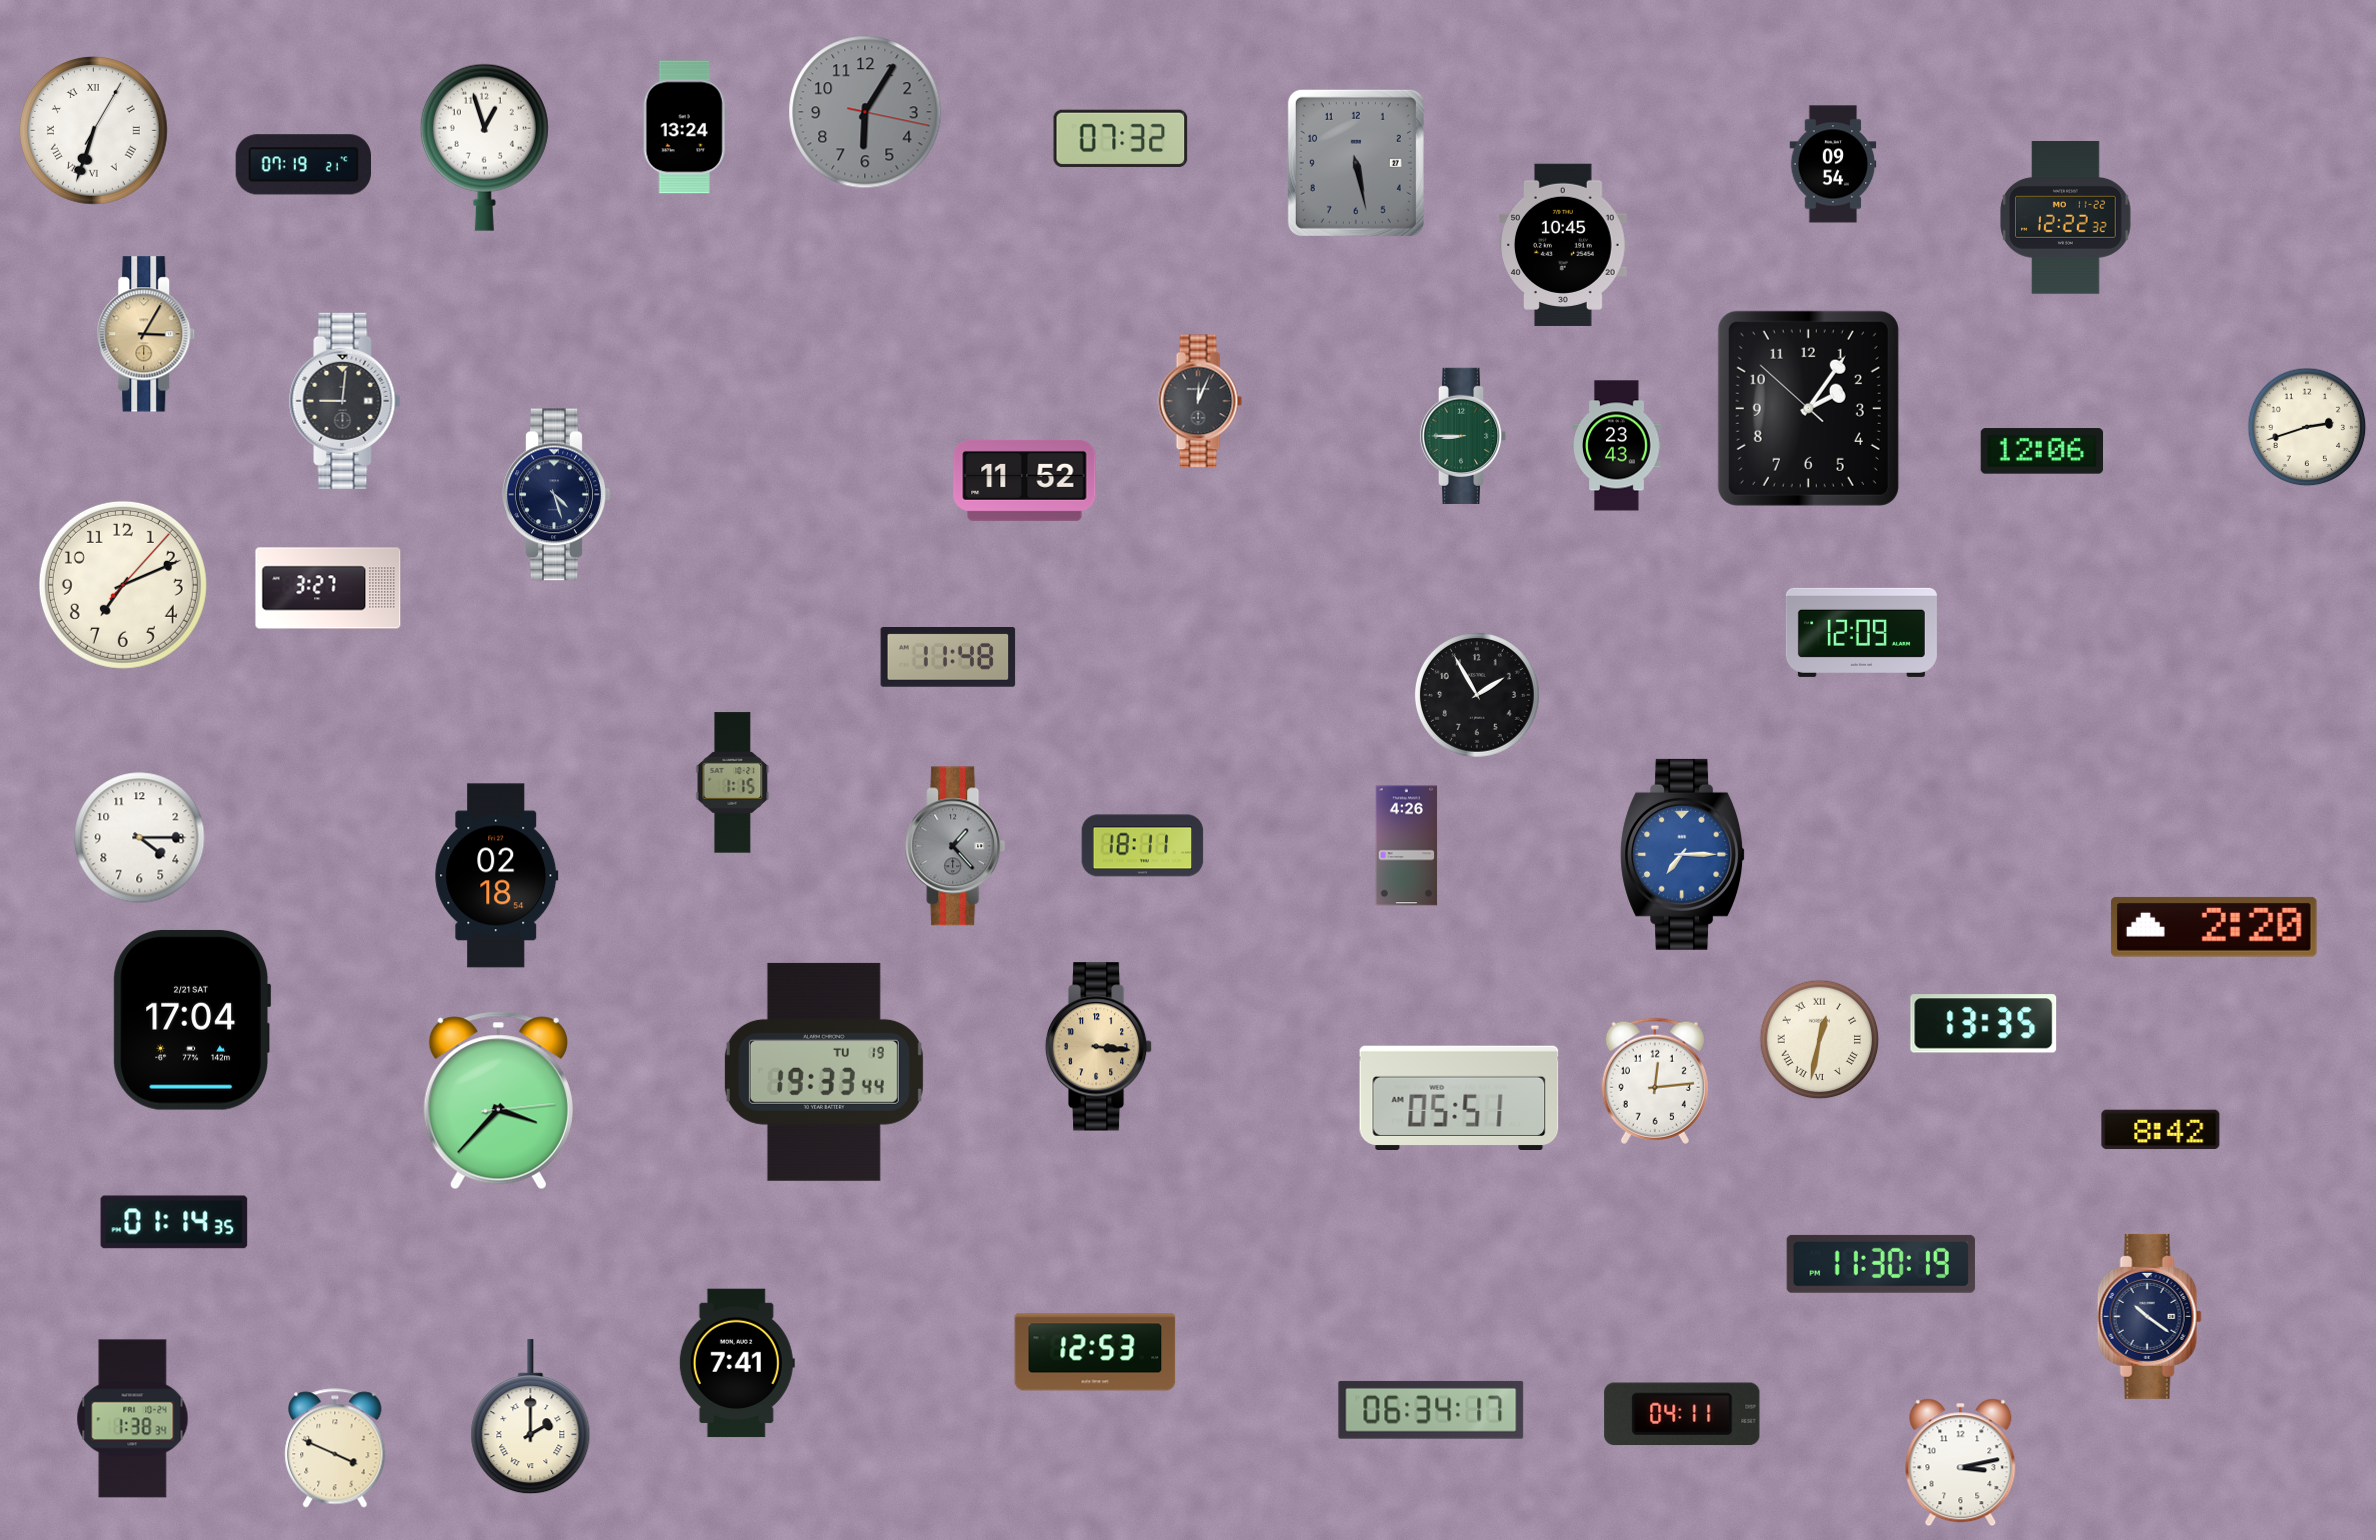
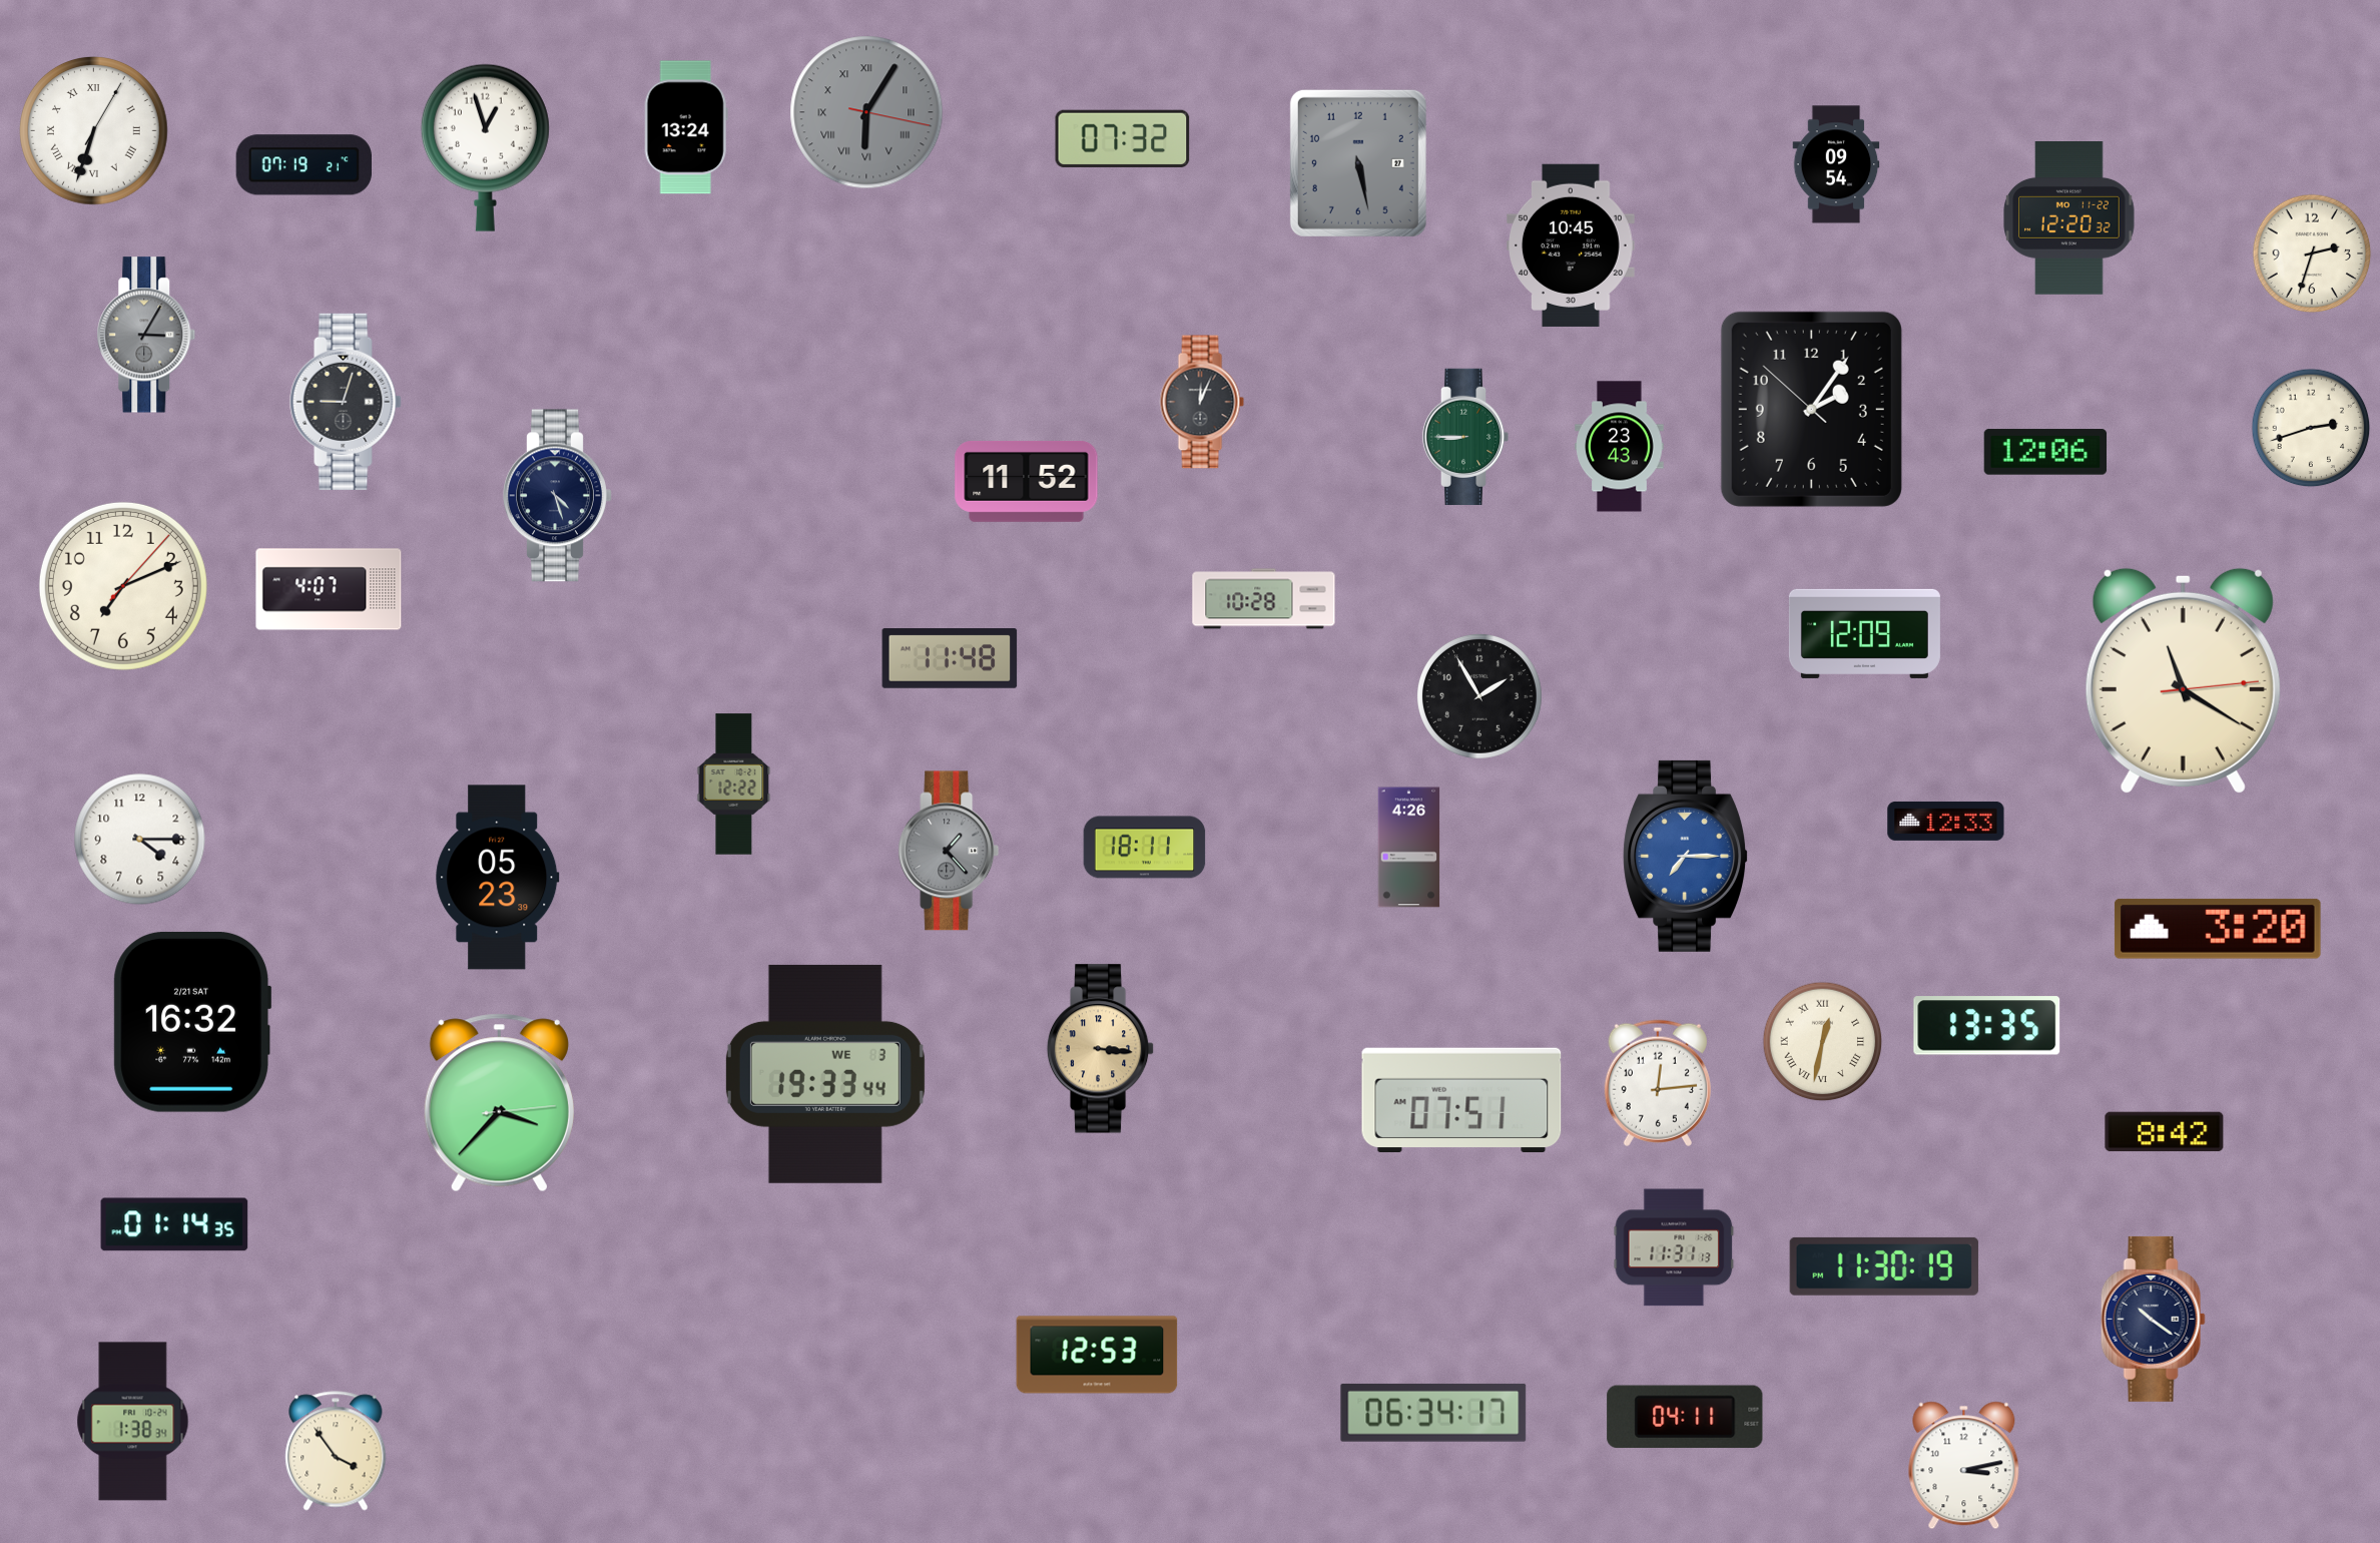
clock at (865, 112) numerals: Arabic -> Roman
clock at (2066, 218): 12:22 -> 12:20
clock at (1563, 245) position: (1563, 245) -> (1571, 245)
clock at (2312, 253): none -> 2:33
clock at (146, 334) dial: champagne -> grey
clock at (345, 401): 9:01 -> 9:03
clock at (328, 588): 3:27 -> 4:07
clock at (1264, 599): none -> 10:28
clock at (2183, 680): none -> 11:20
clock at (733, 783): 1:15 -> 12:22
clock at (1946, 821): none -> 12:33
clock at (955, 846) position: (955, 846) -> (949, 851)
clock at (497, 876): 02:18 -> 05:23
clock at (2214, 927): 2:20 -> 3:20
clock at (192, 1020): 17:04 -> 16:32
clock at (824, 1072) date: TU 19 -> WE 3
clock at (1459, 1097): 05:51 -> 07:51
clock at (1674, 1247): none -> 11:31
clock at (737, 1363): 7:41 -> none
clock at (531, 1417): 2:00 -> none
clock at (335, 1448): 3:49 -> 3:54
